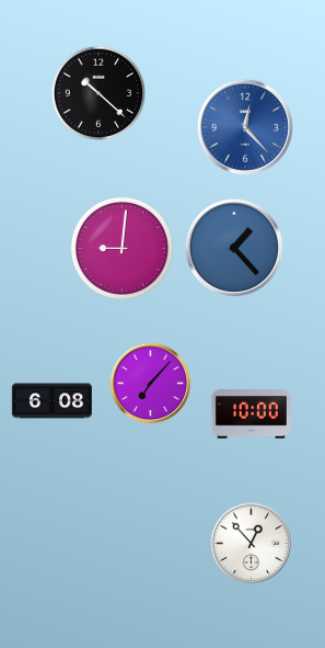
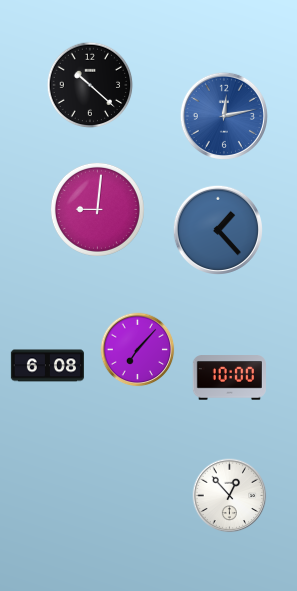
clock at (245, 127): 12:23 -> 12:13
clock at (121, 248) position: (121, 248) -> (97, 209)
clock at (234, 248) position: (234, 248) -> (218, 230)
